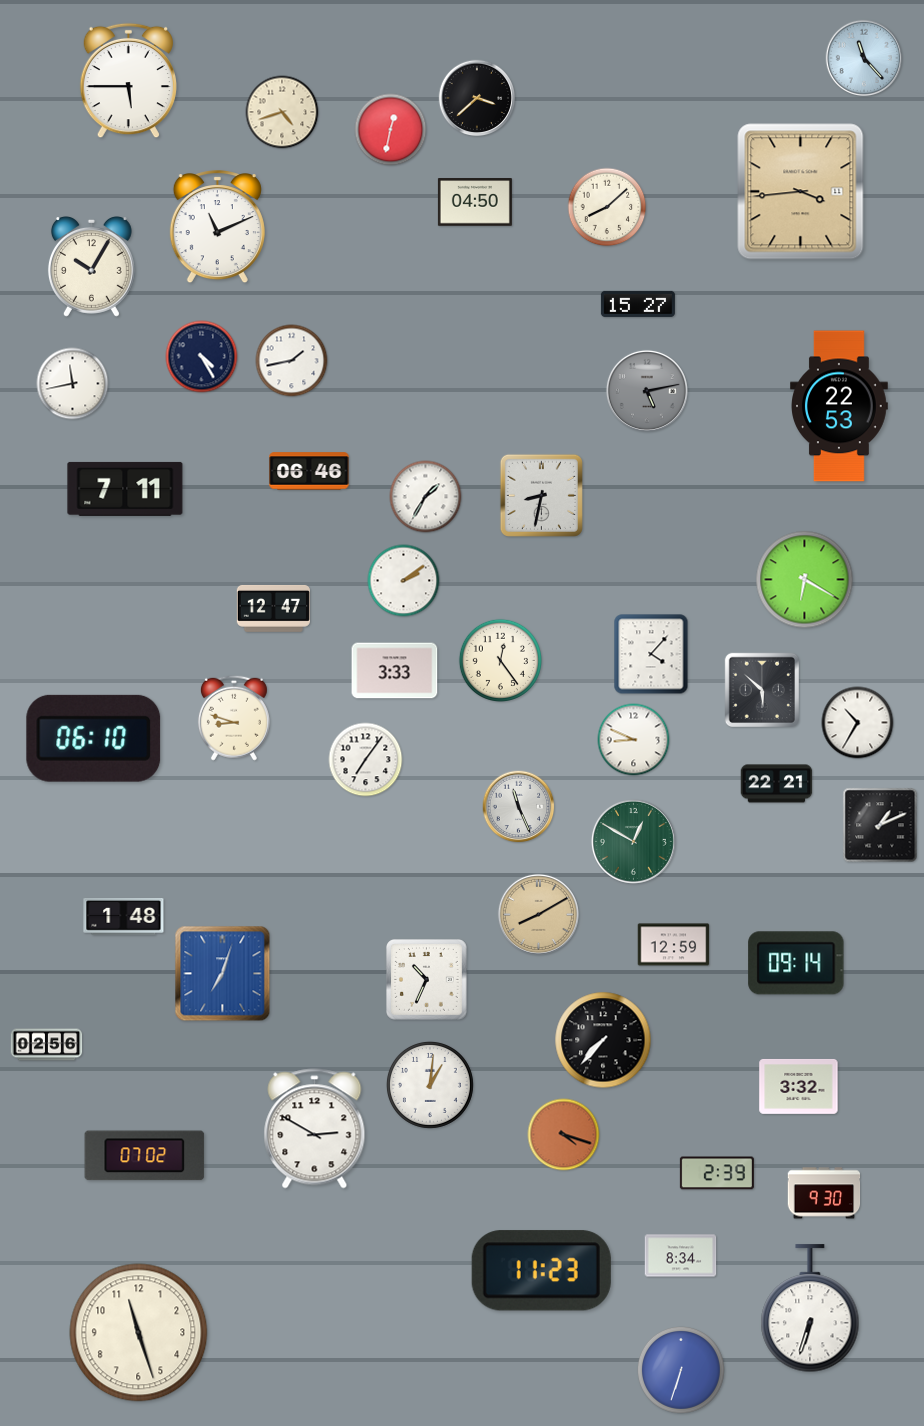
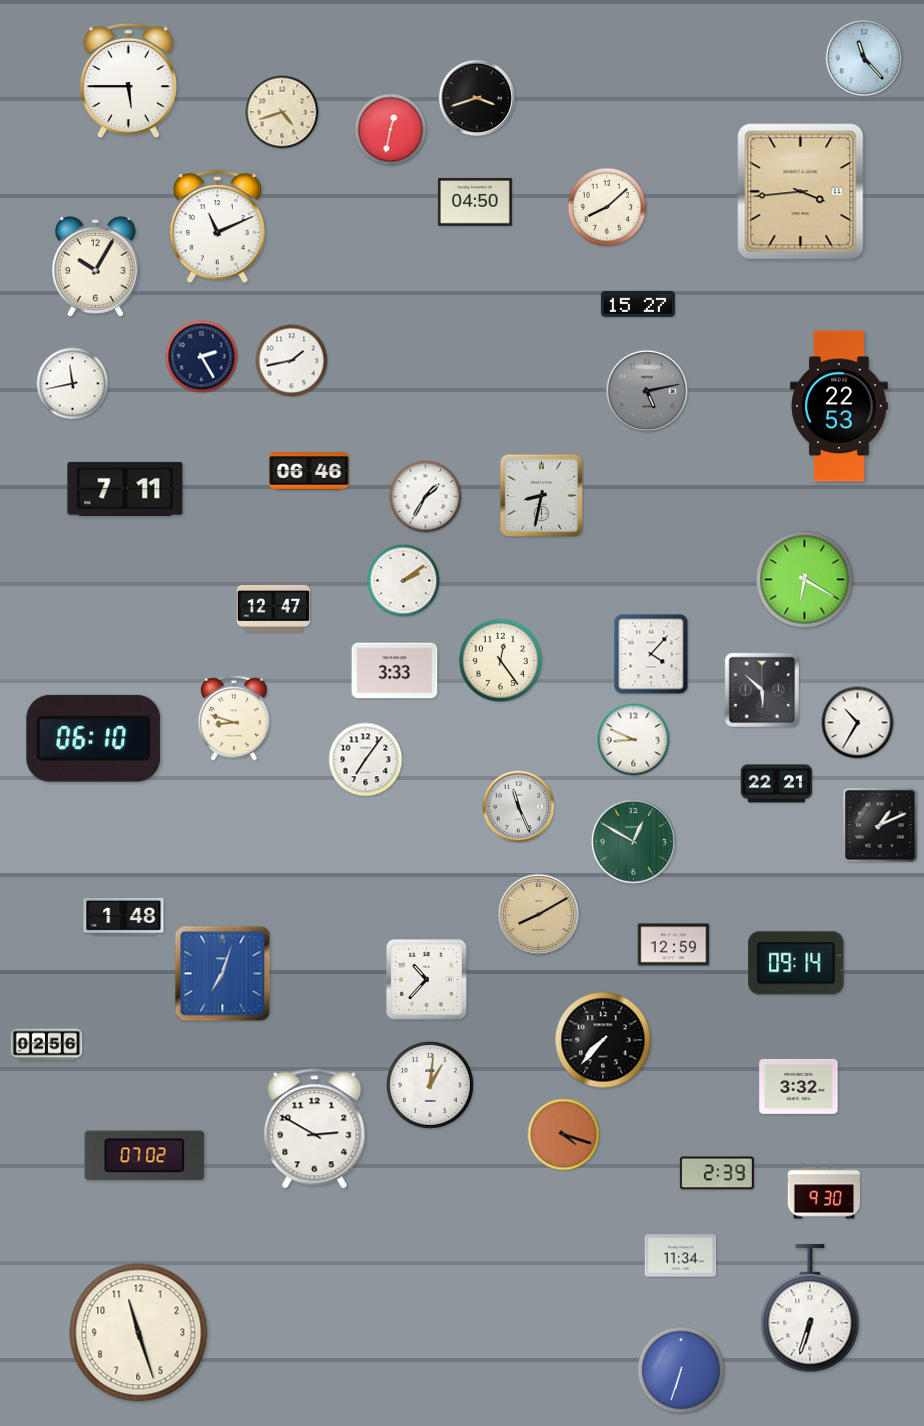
clock at (477, 98): 3:38 -> 3:42
clock at (91, 267) position: (91, 267) -> (95, 267)
clock at (202, 357): 4:25 -> 2:25
clock at (427, 980): 10:34 -> 10:37
clock at (681, 1256): 8:34 -> 11:34
clock at (541, 1271): 11:23 -> none
